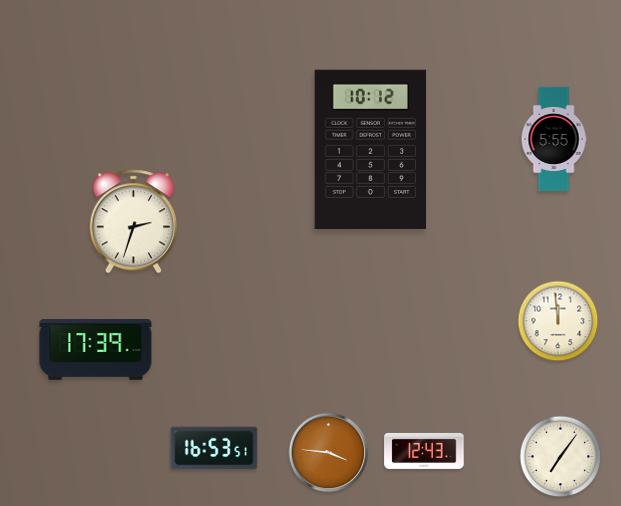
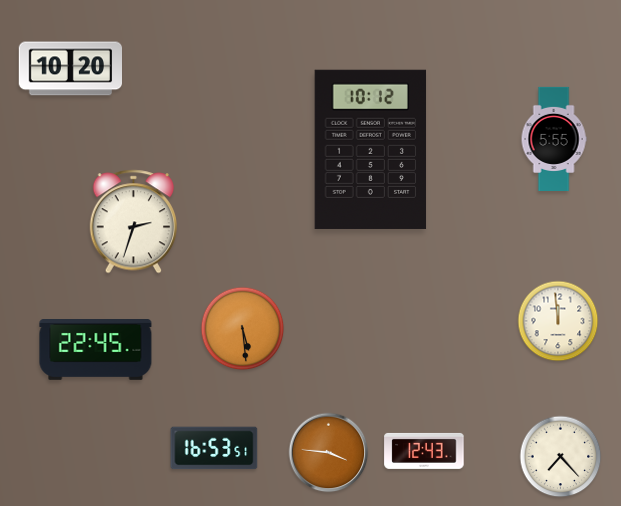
clock at (70, 69): none -> 10:20
clock at (243, 329): none -> 5:29
clock at (96, 350): 17:39 -> 22:45
clock at (561, 457): 7:06 -> 7:23
